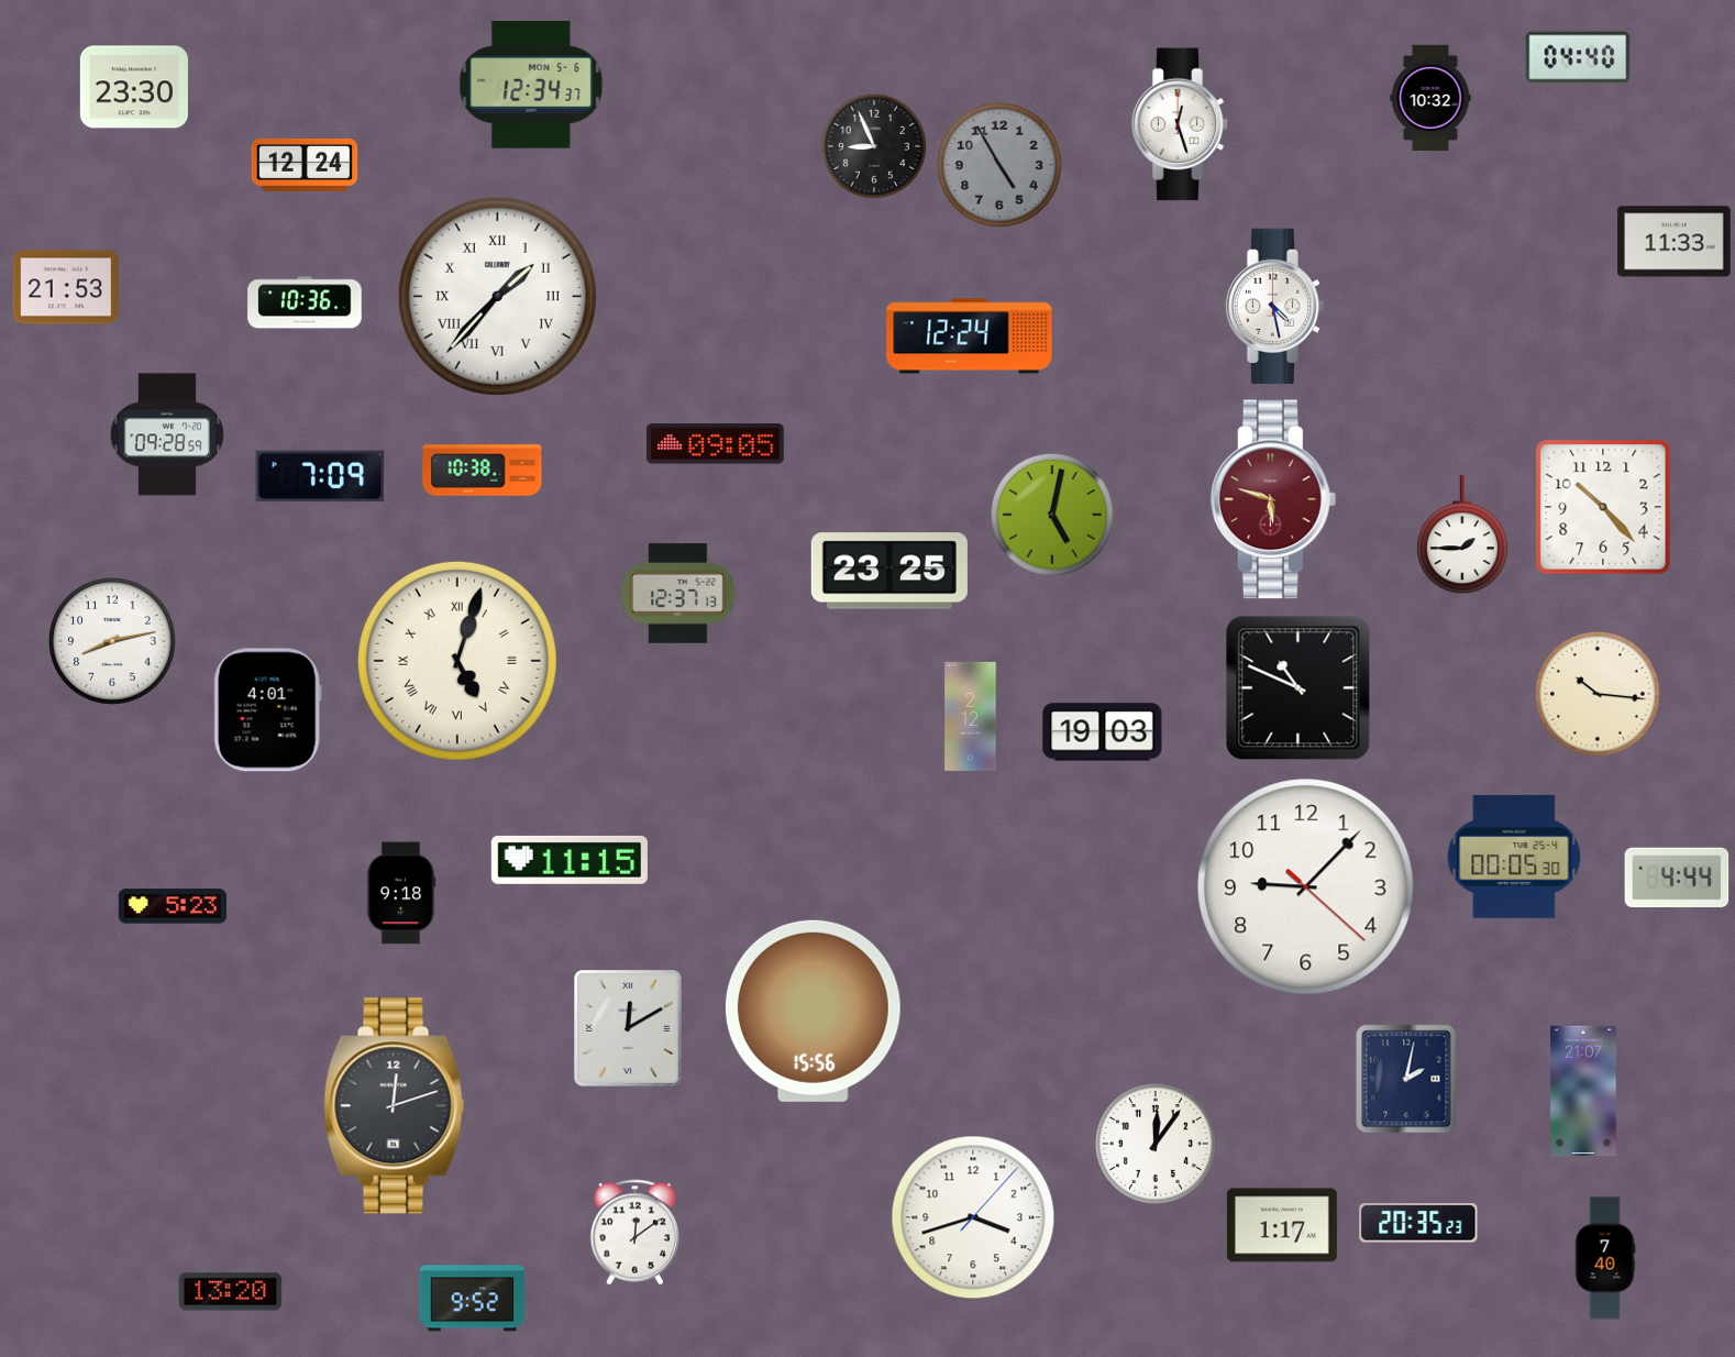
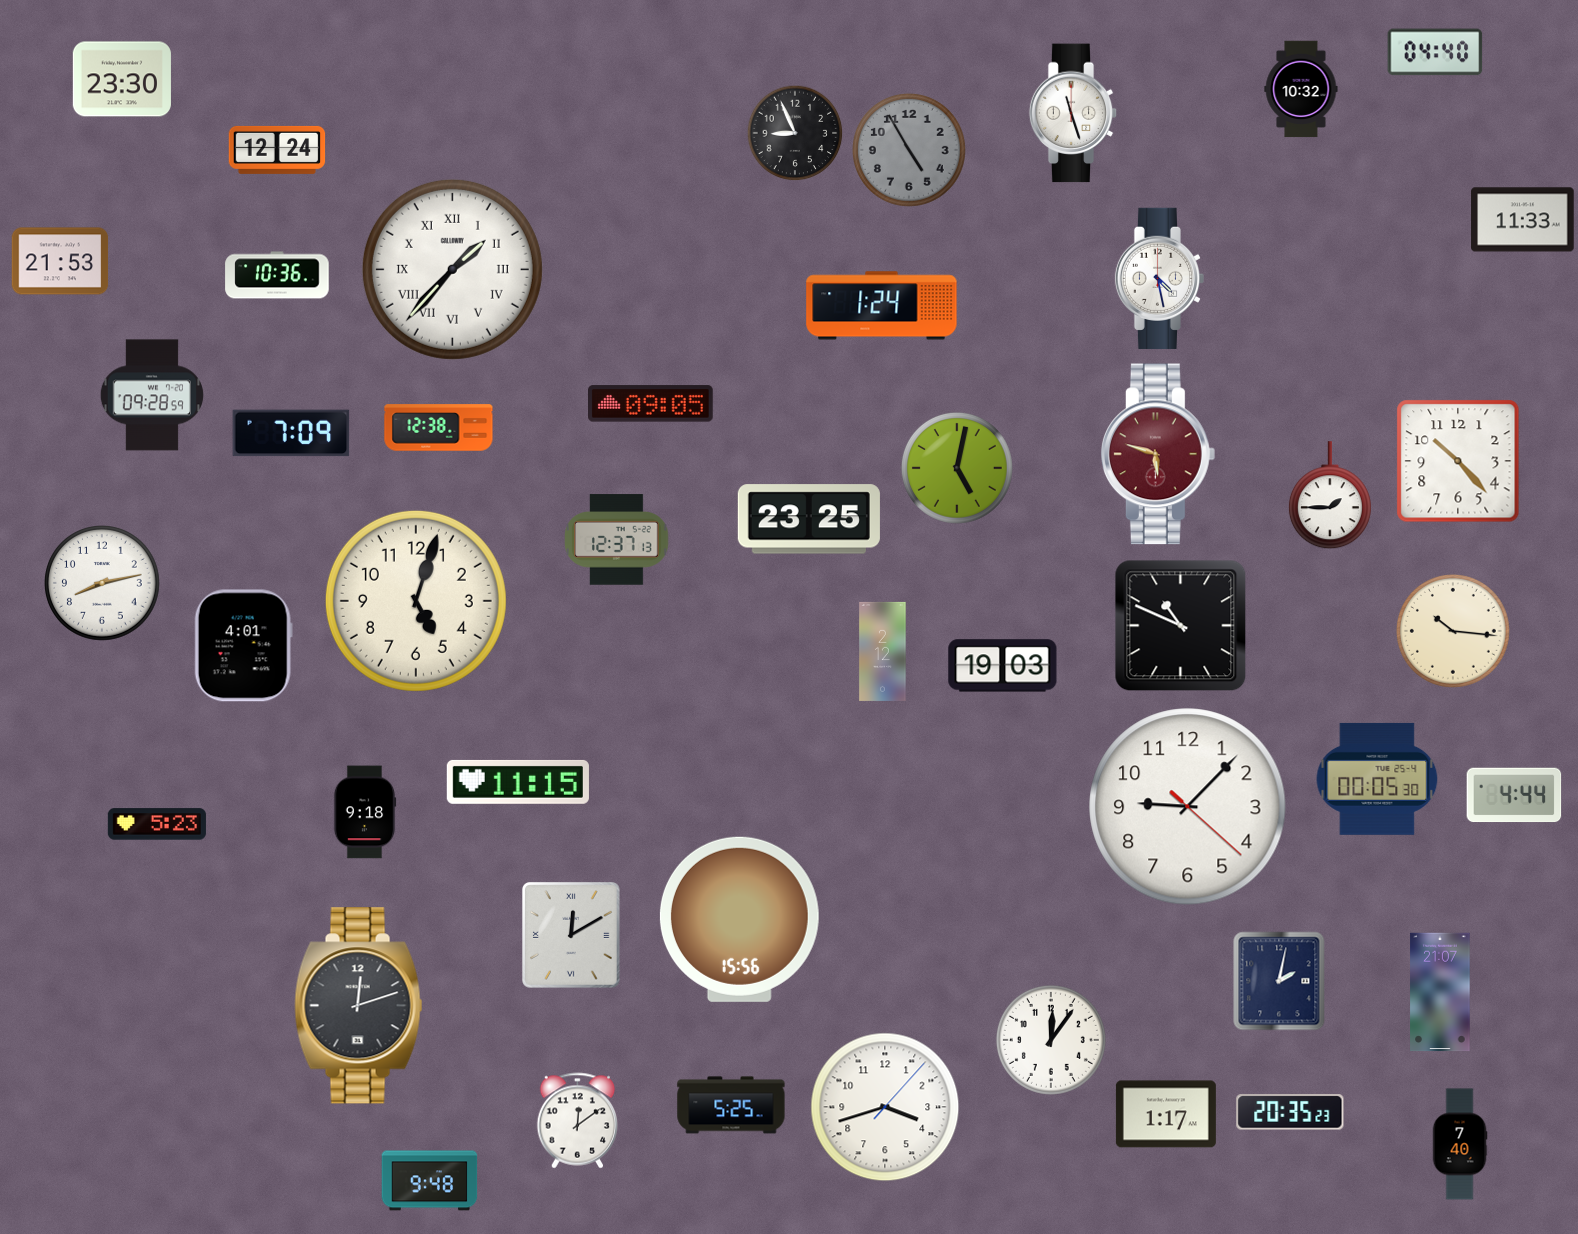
clock at (531, 86): 12:34 -> none
clock at (1180, 124): 12:27 -> 11:27
clock at (970, 337): 12:24 -> 1:24
clock at (483, 471): 10:38 -> 12:38
clock at (1462, 536) position: (1462, 536) -> (1330, 496)
clock at (457, 661) numerals: Roman -> Arabic
clock at (1677, 878) position: (1677, 878) -> (1514, 795)
clock at (731, 1105): none -> 5:25
clock at (231, 1292): 13:20 -> none
clock at (473, 1299): 9:52 -> 9:48
